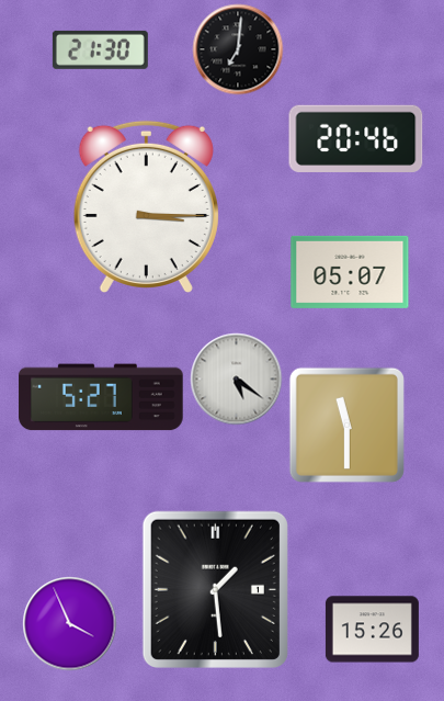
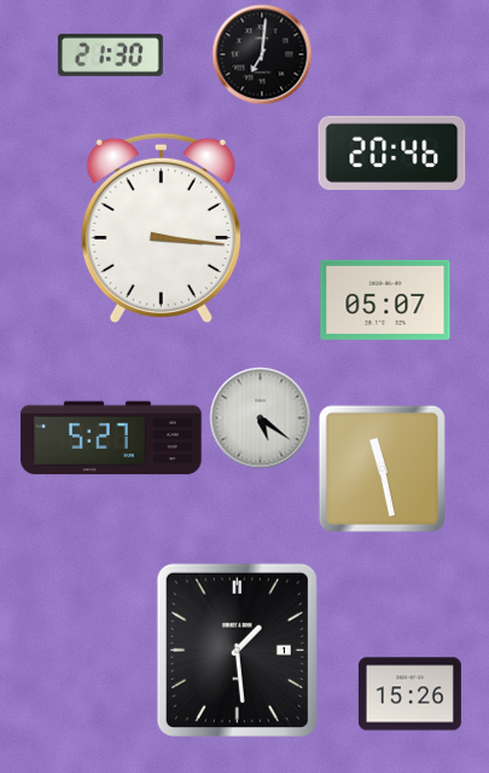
clock at (146, 206): 3:15 -> 3:16
clock at (346, 425): 11:30 -> 11:28
clock at (69, 623): 3:56 -> none
